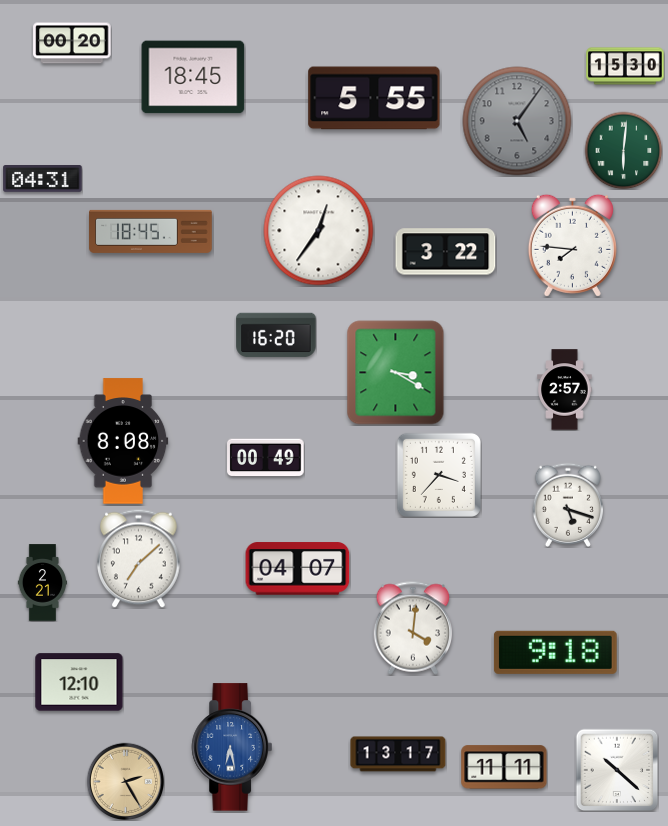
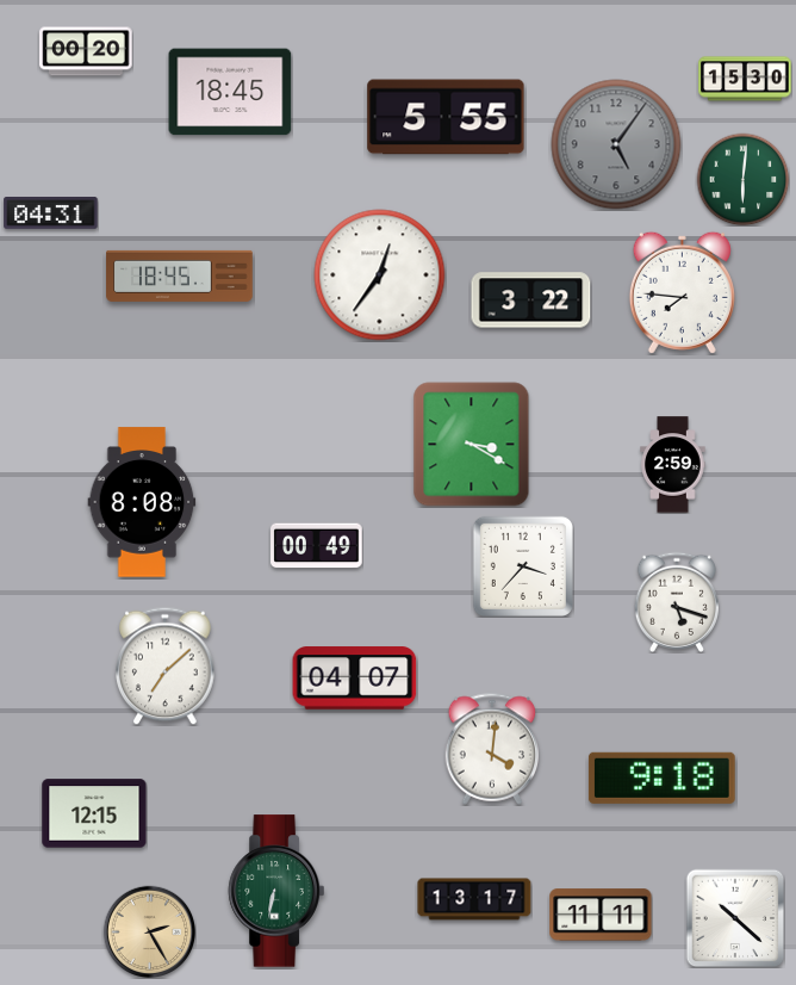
clock at (276, 335): 16:20 -> none
clock at (565, 390): 2:57 -> 2:59
clock at (123, 441) position: (123, 441) -> (142, 502)
clock at (43, 583): 2:21 -> none
clock at (79, 682): 12:10 -> 12:15
clock at (232, 747): 6:28 -> 6:32
clock at (232, 747) dial: blue -> green
